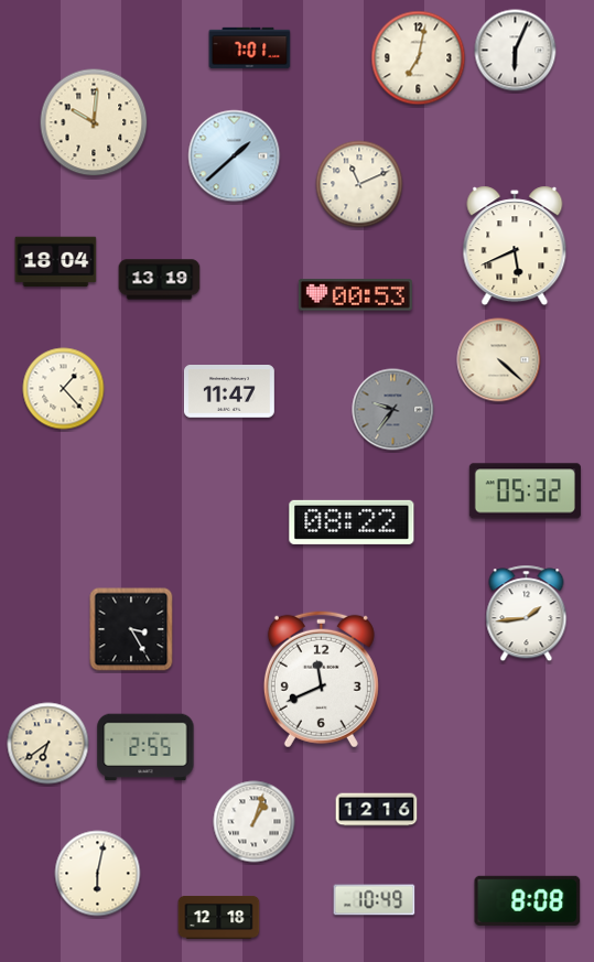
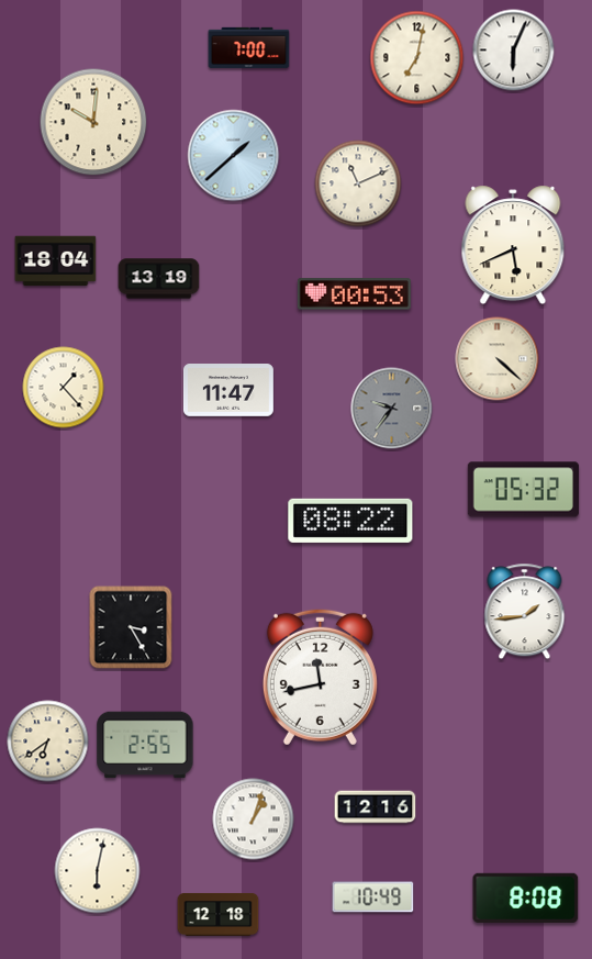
clock at (250, 47): 7:01 -> 7:00
clock at (321, 679): 11:41 -> 11:43
